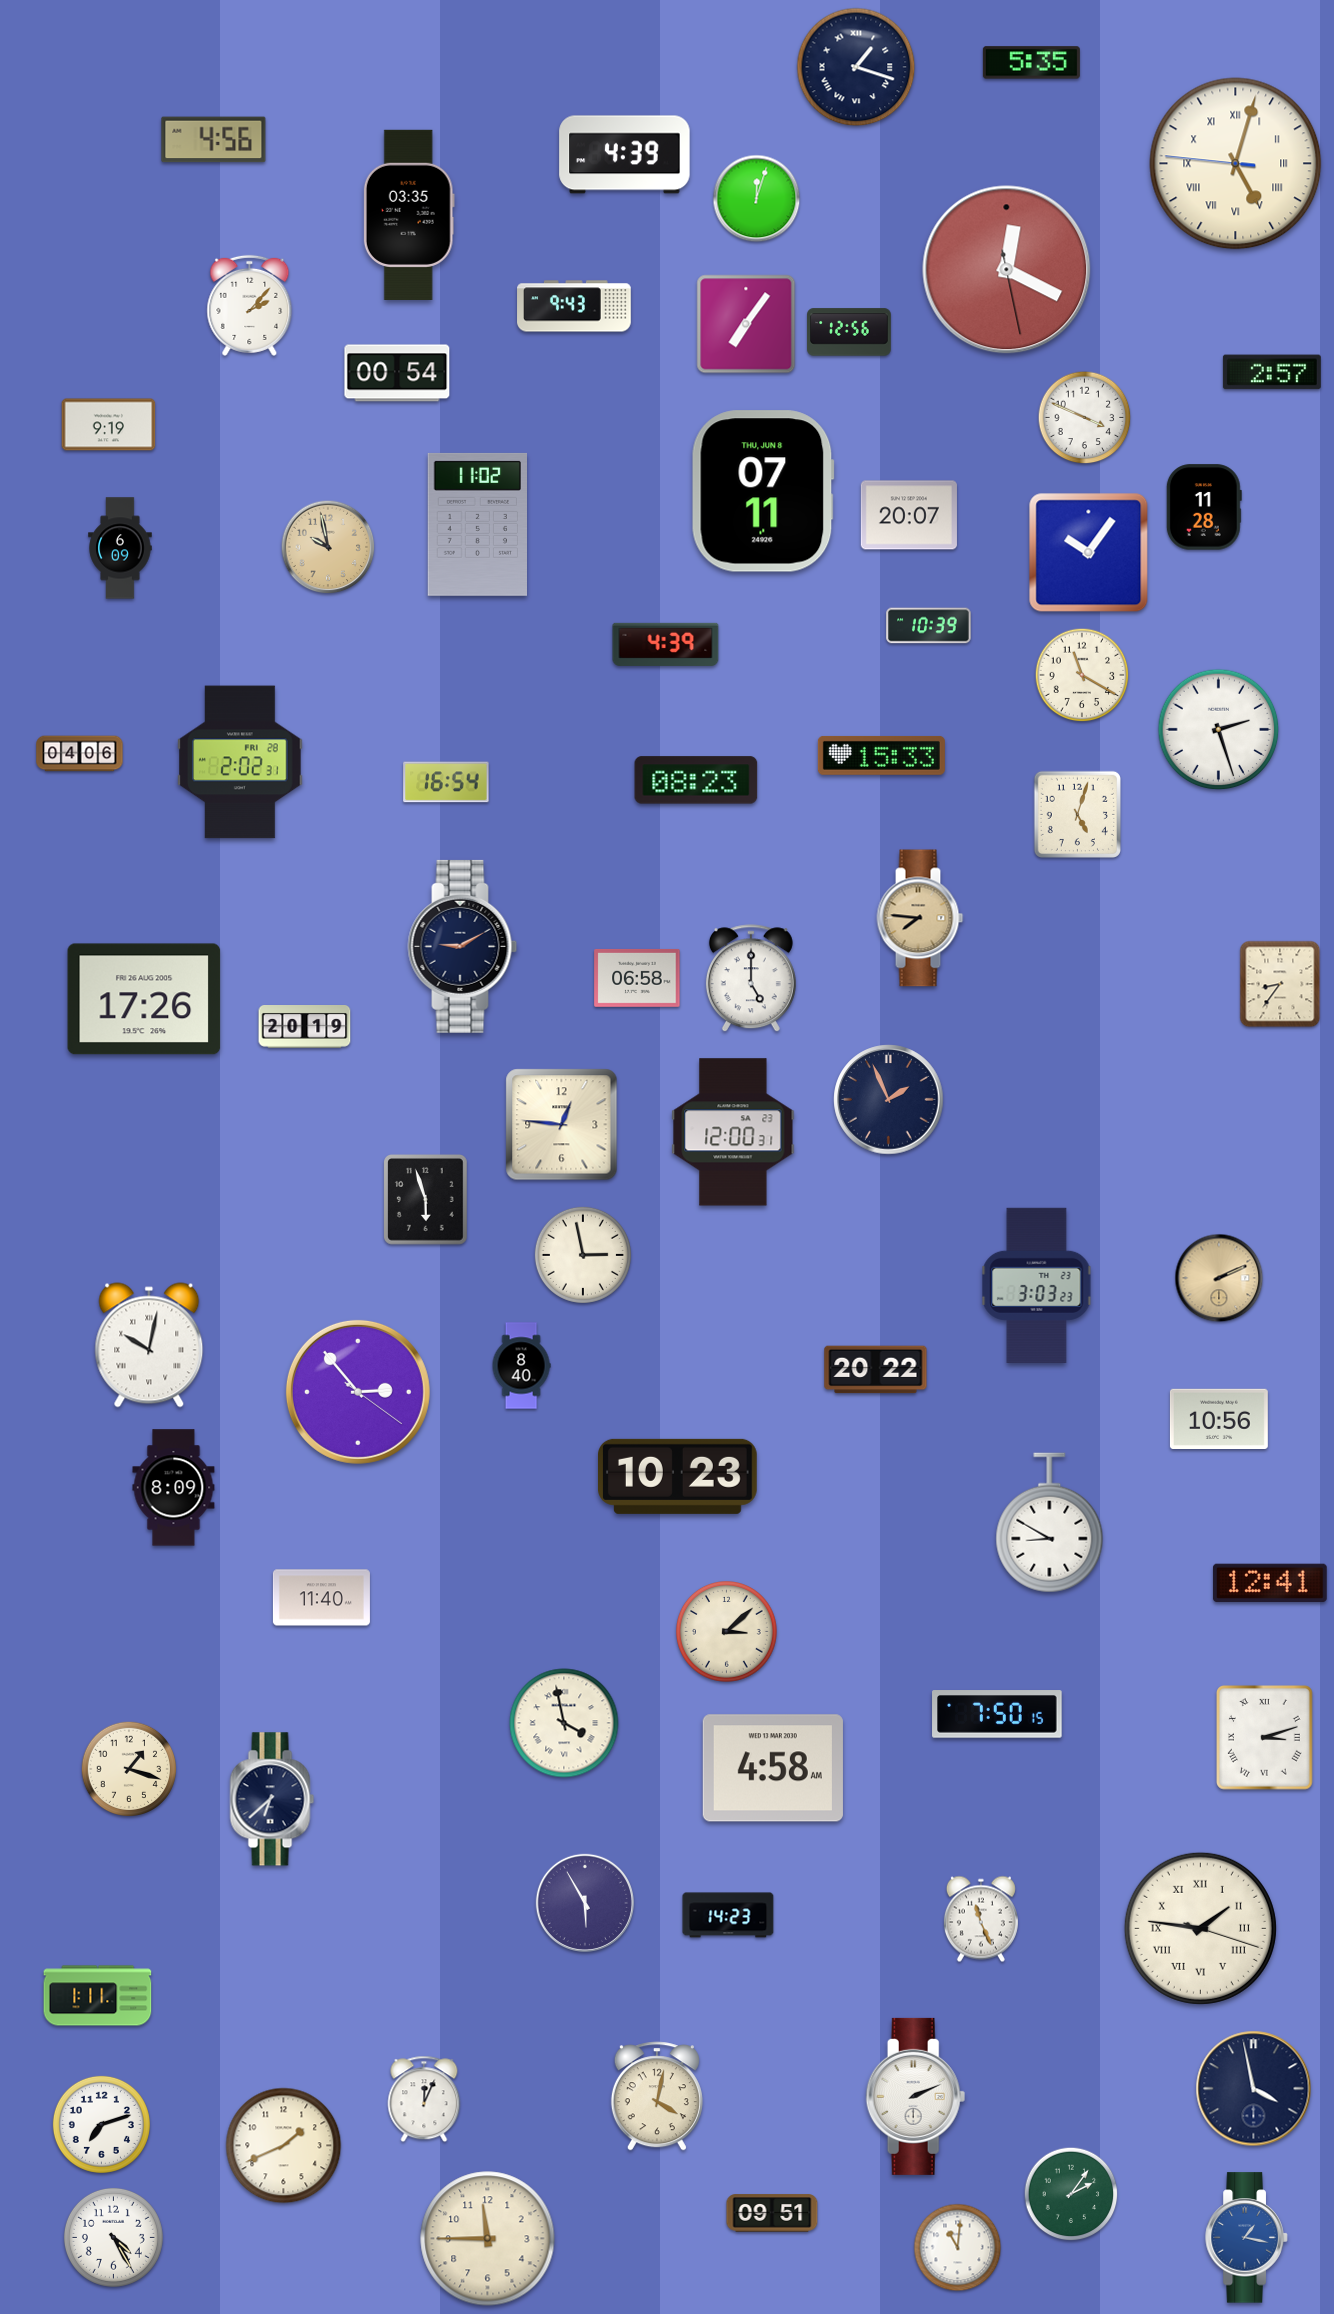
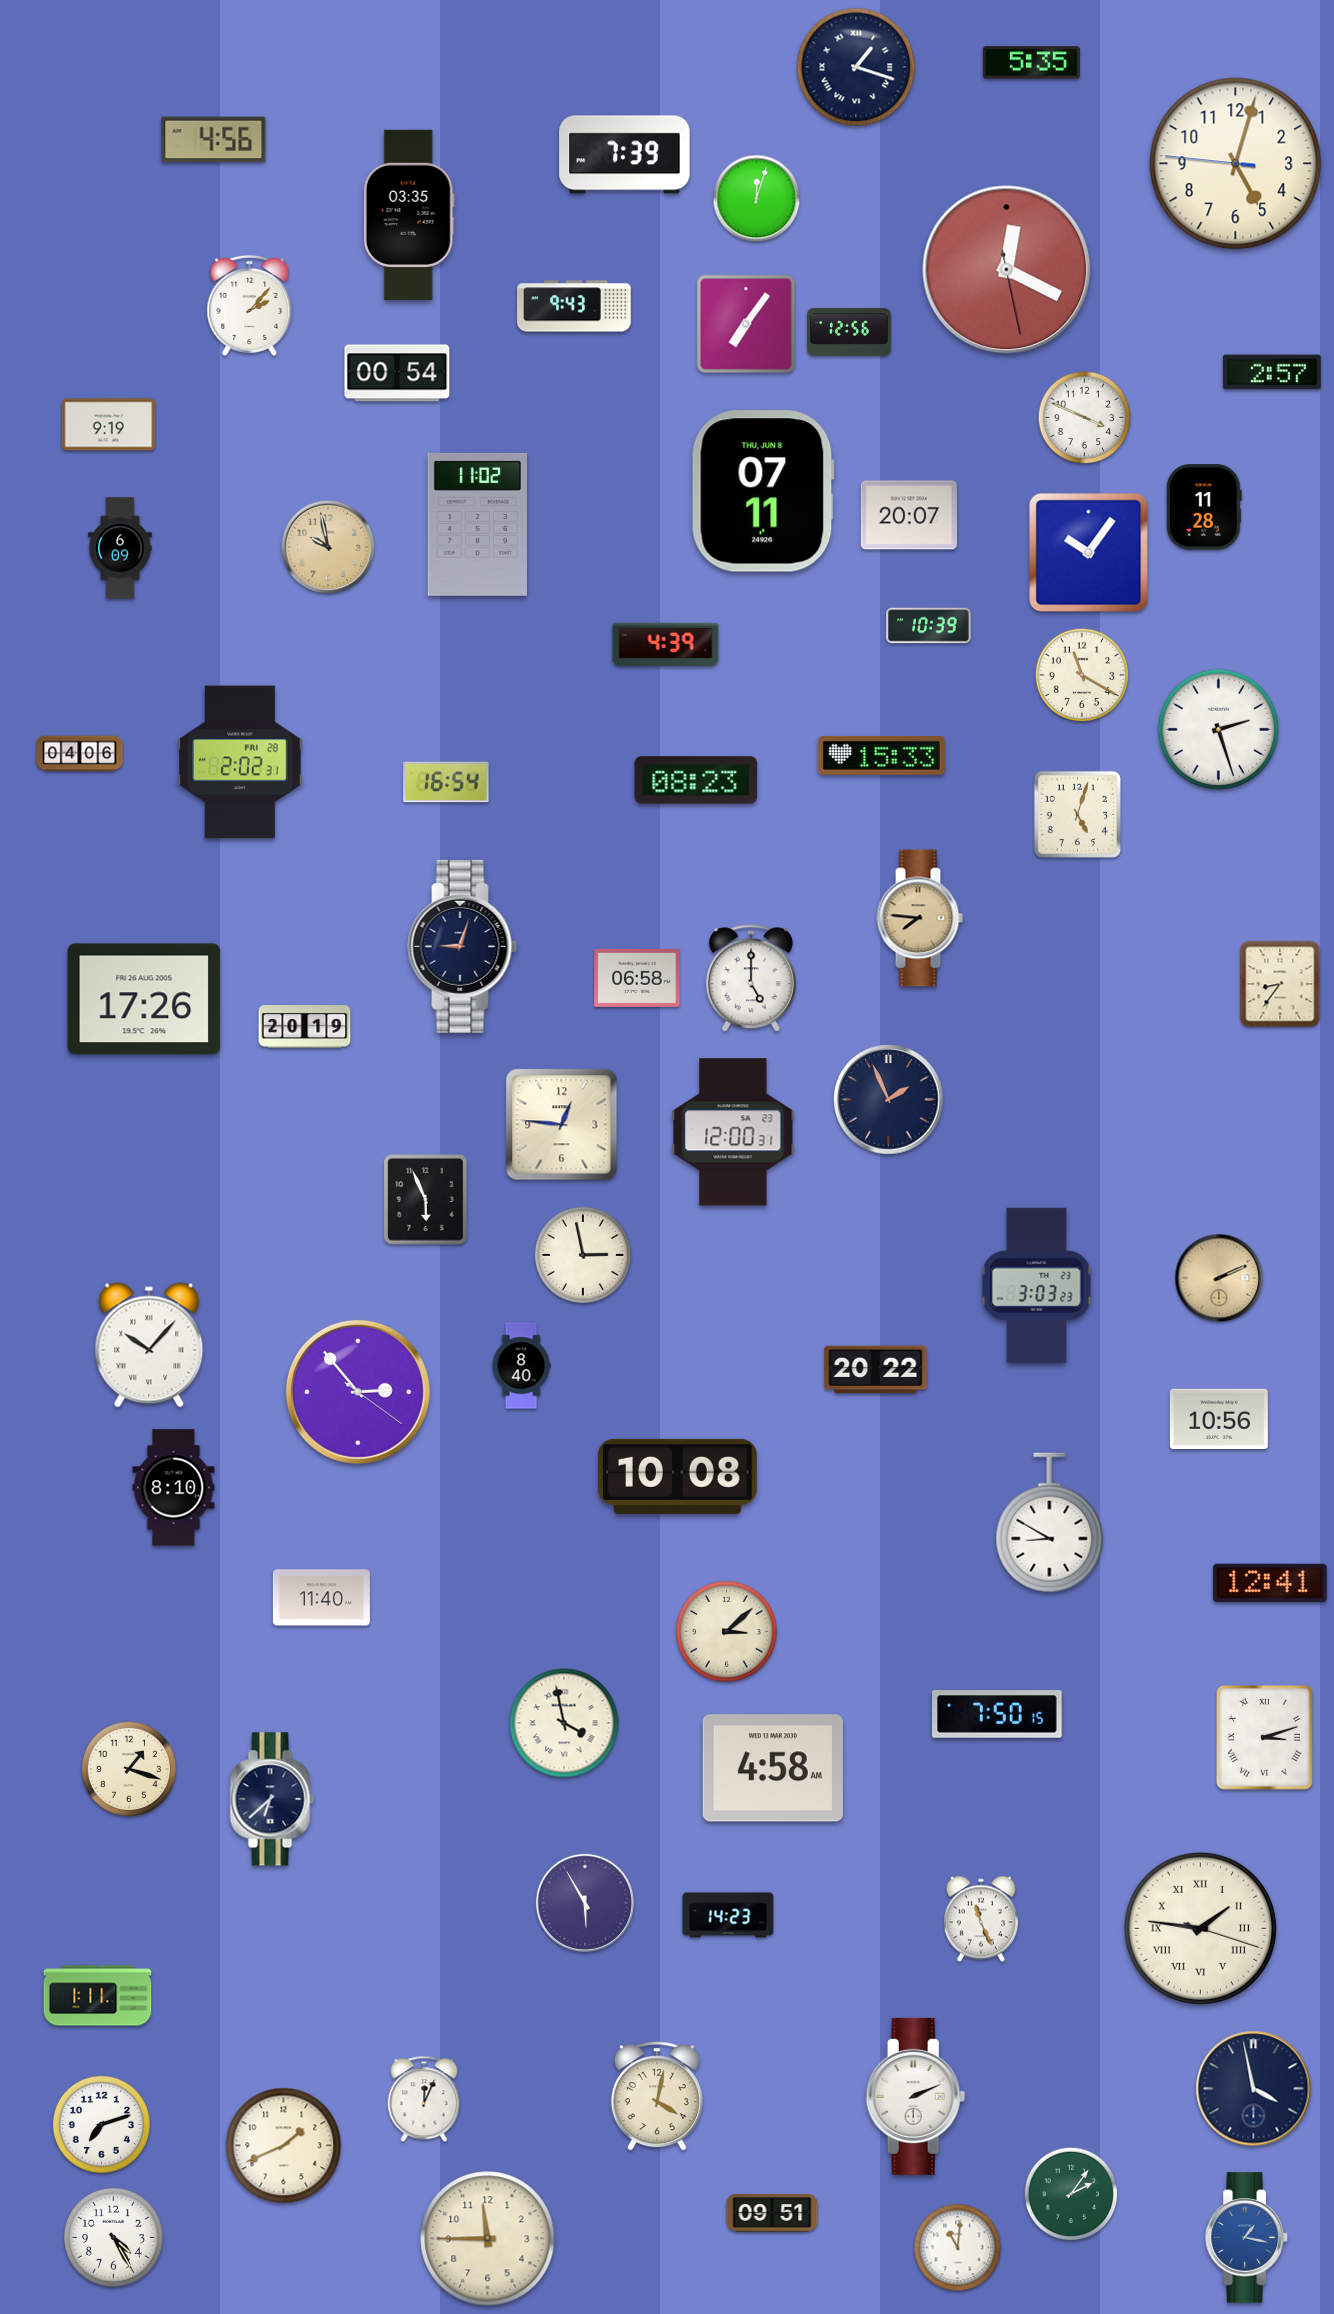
clock at (625, 155): 4:39 -> 7:39
clock at (1236, 164) numerals: Roman -> Arabic
clock at (463, 946): 9:10 -> 9:03
clock at (426, 1200): 5:57 -> 5:56
clock at (149, 1345): 10:02 -> 10:07
clock at (678, 1476): 10:23 -> 10:08
clock at (174, 1488): 8:09 -> 8:10
